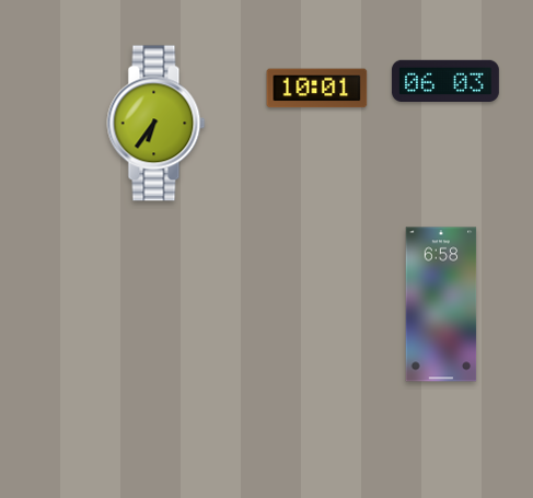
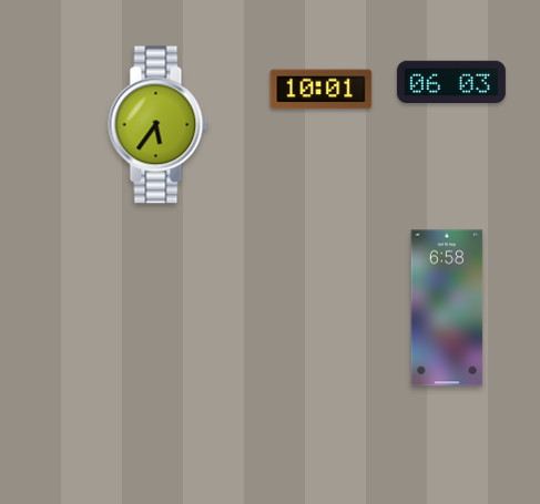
clock at (157, 124): 6:36 -> 5:36
